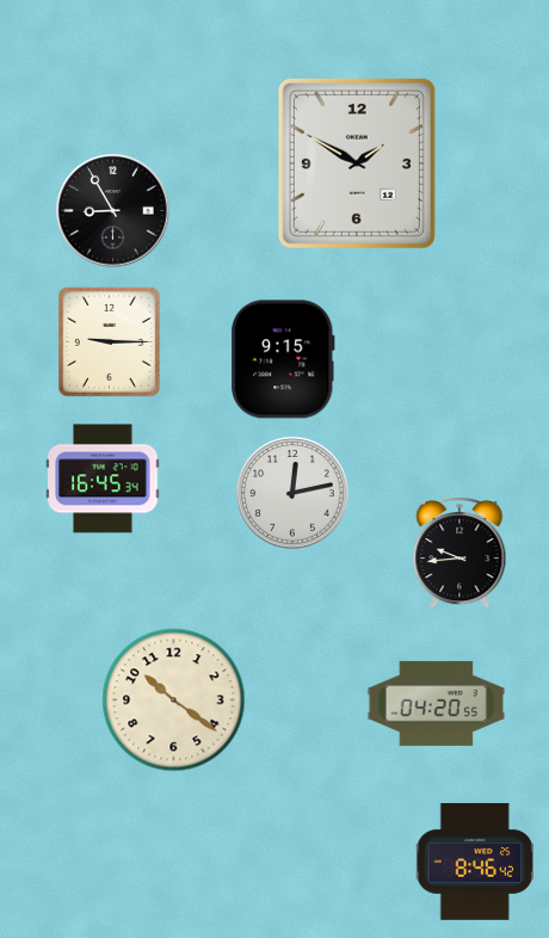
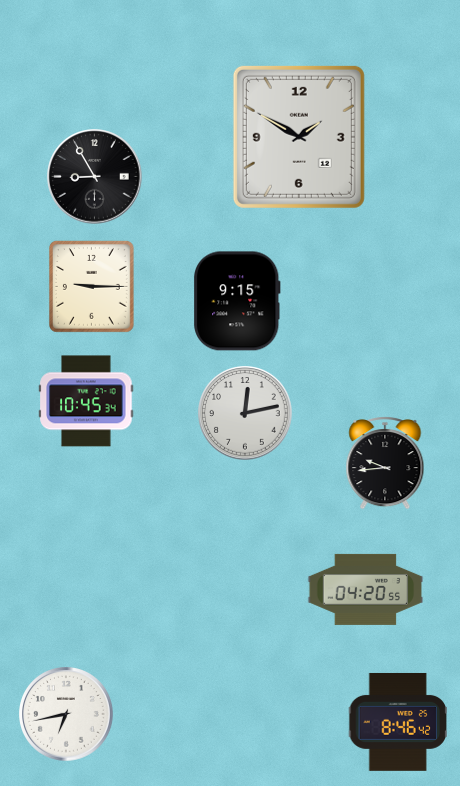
clock at (103, 479): 16:45 -> 10:45
clock at (174, 701): 10:21 -> none
clock at (66, 714): none -> 6:43
